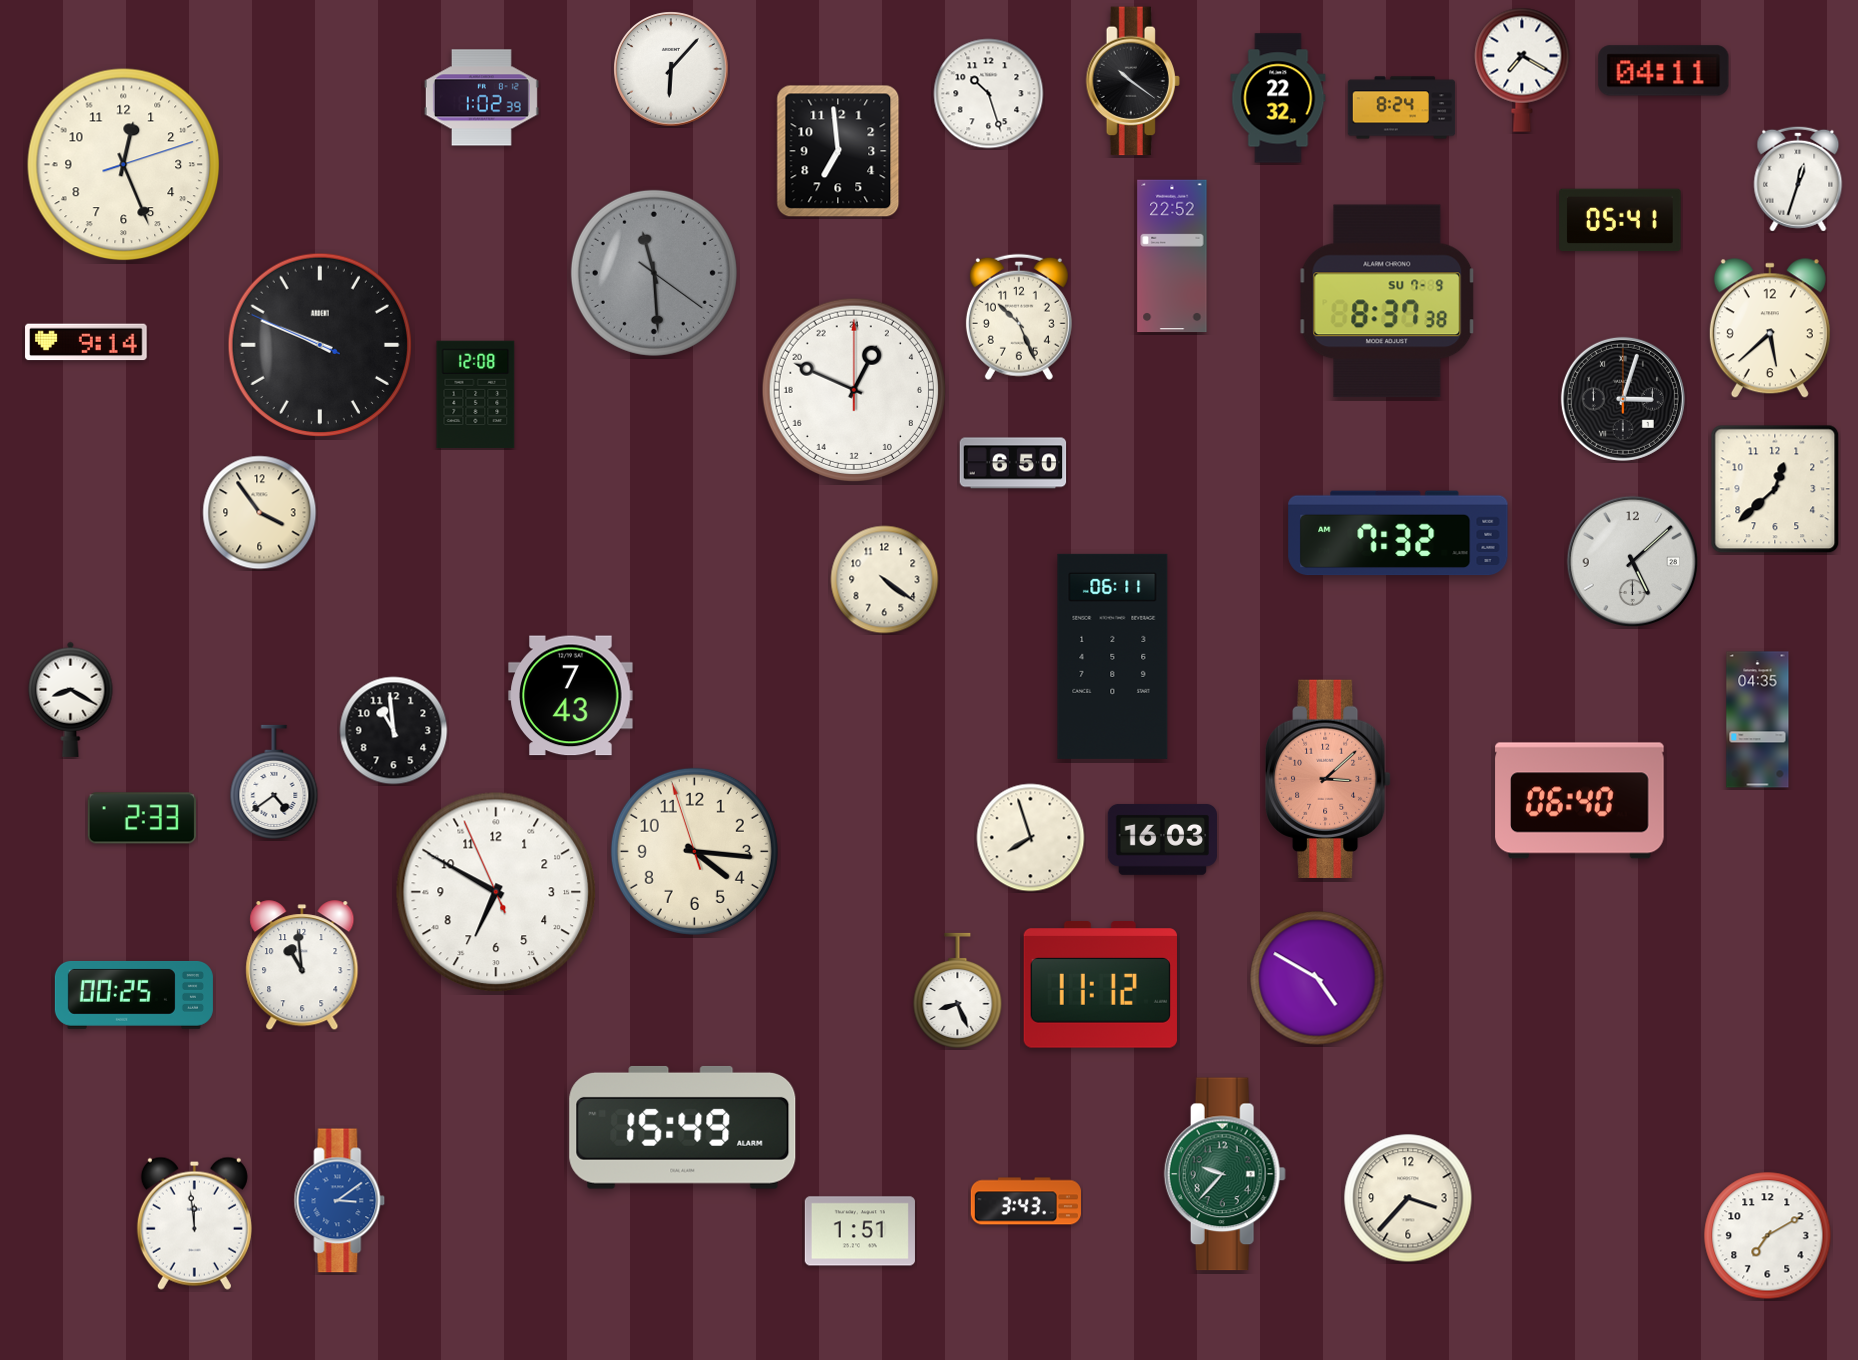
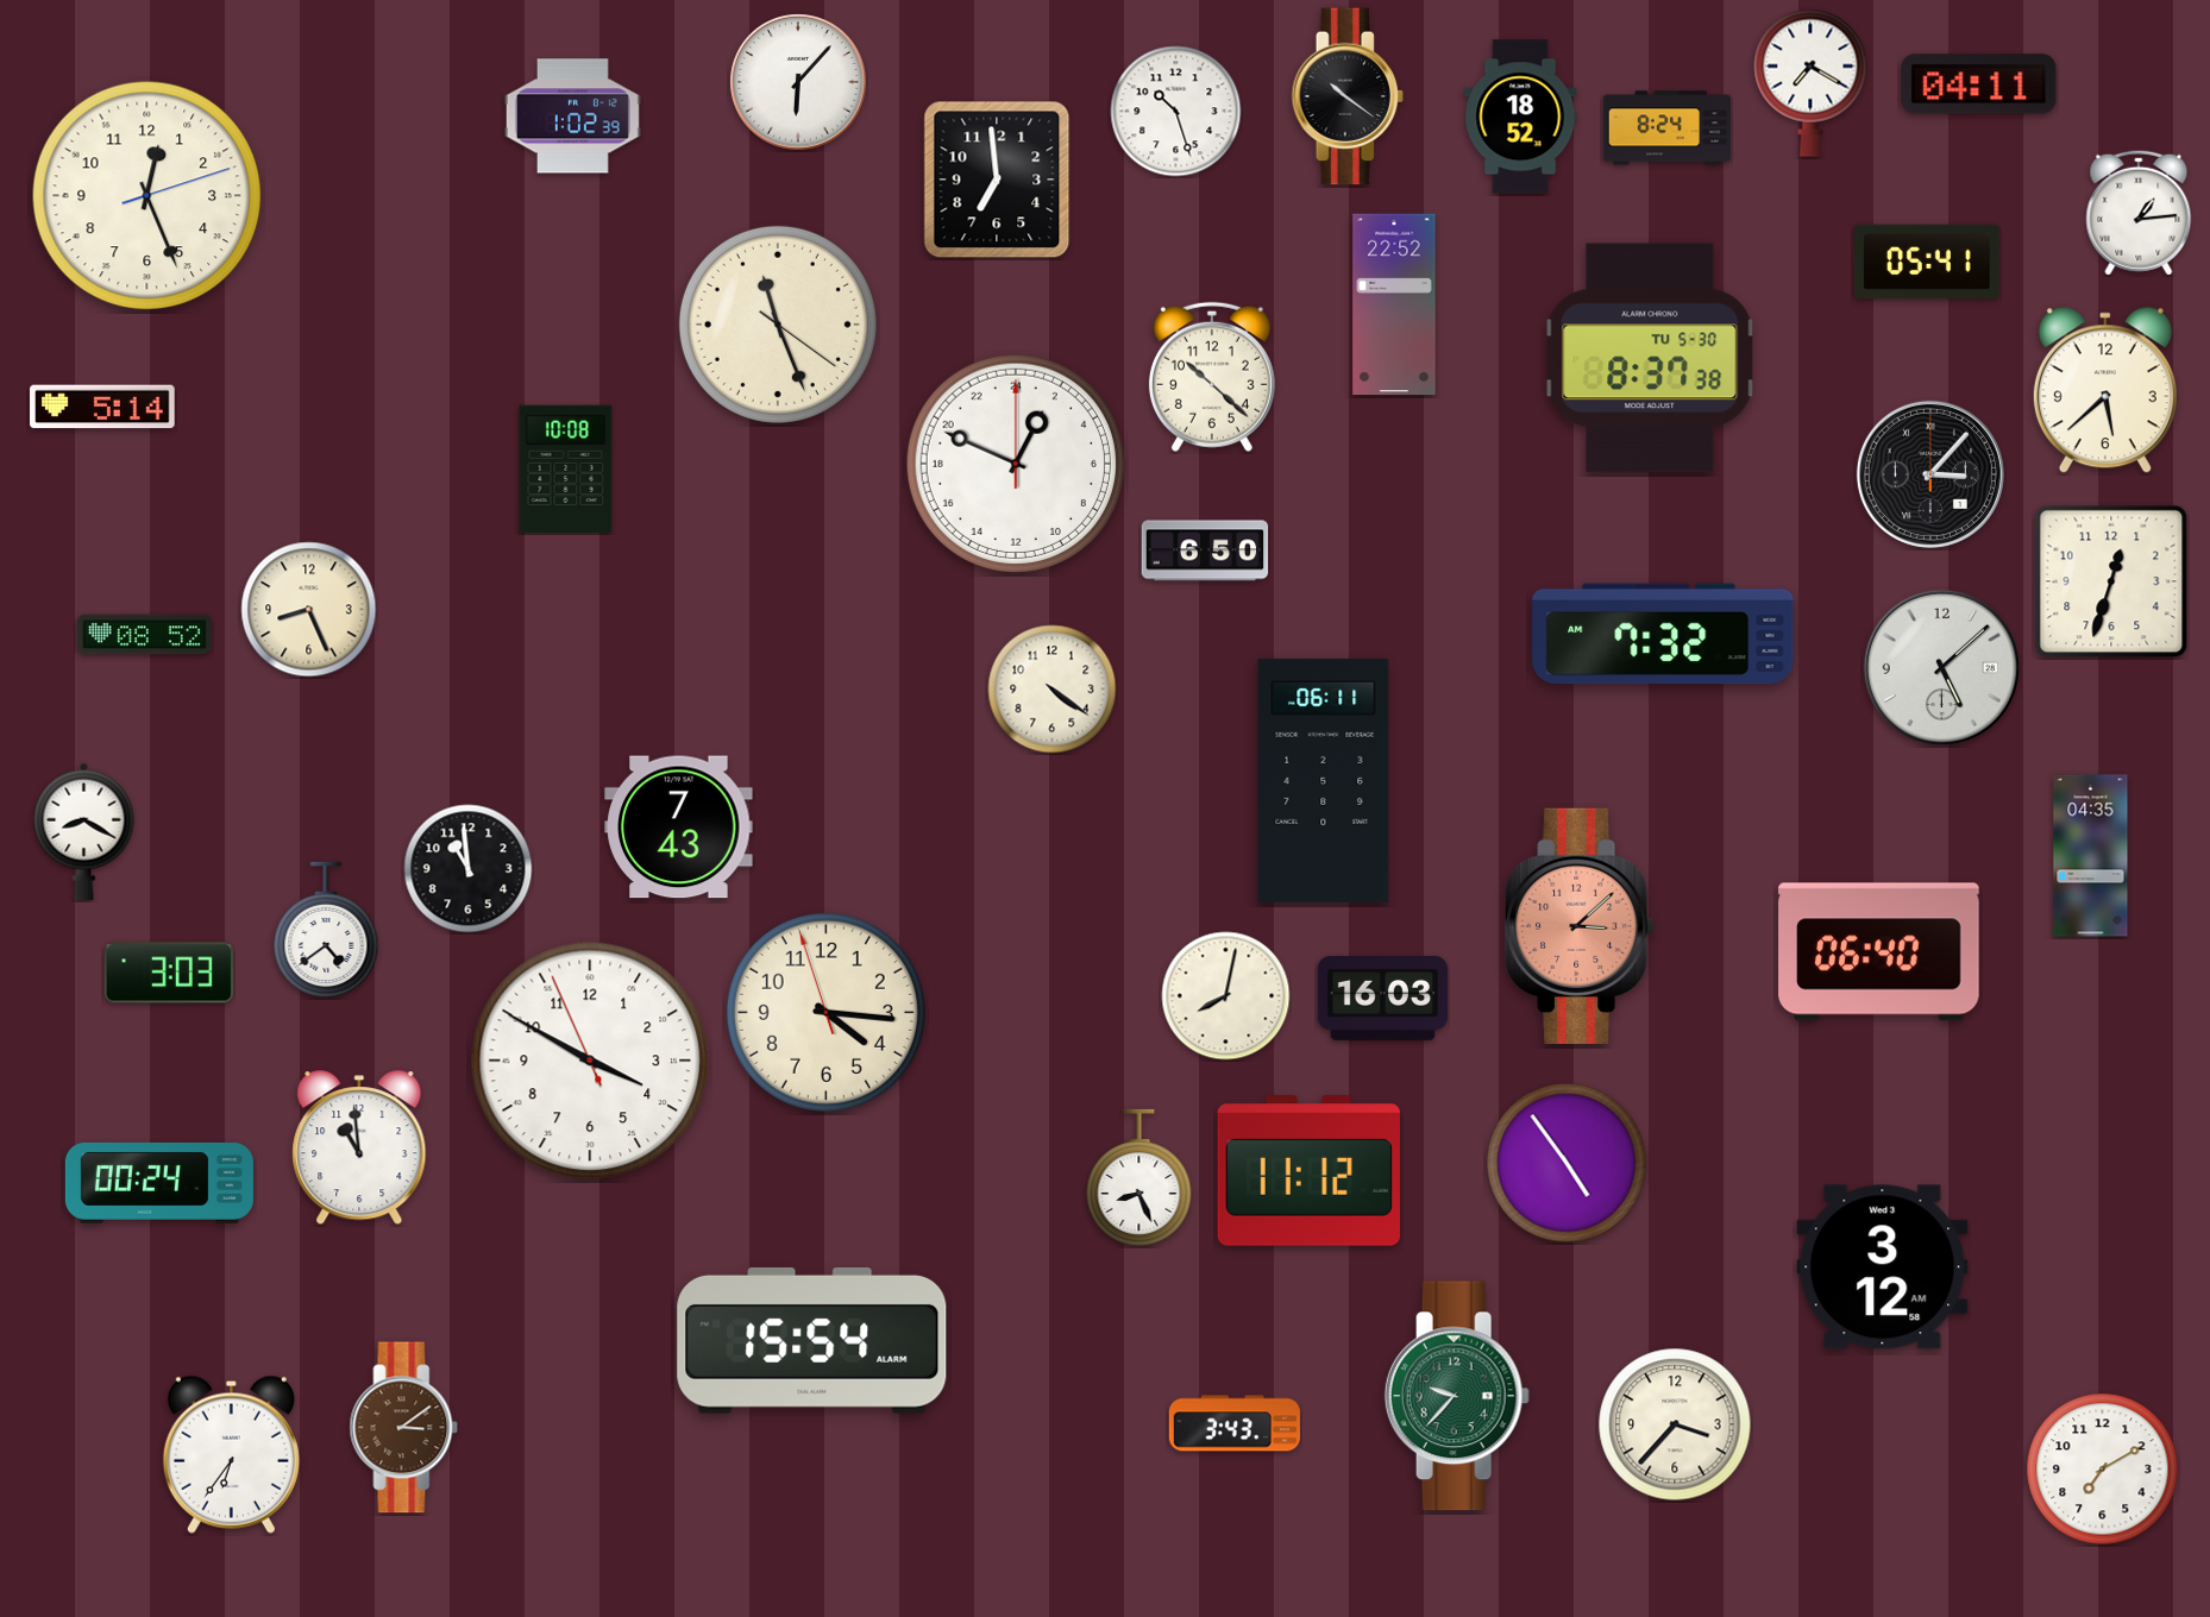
clock at (1278, 98): 22:32 -> 18:52
clock at (1798, 179): 12:33 -> 1:14
clock at (654, 273): 11:29 -> 11:26
clock at (654, 273) dial: grey -> cream
clock at (1387, 301) date: SU 7-9 -> TU 5-30
clock at (1019, 317): 10:26 -> 10:22
clock at (86, 342): 9:14 -> 5:14
clock at (320, 345): 9:48 -> none
clock at (476, 395): 12:08 -> 10:08
clock at (1623, 399): 3:03 -> 3:07
clock at (1775, 489): 12:38 -> 12:33
clock at (260, 513): 3:54 -> 8:26
clock at (144, 635): none -> 08:52
clock at (141, 818): 2:33 -> 3:03
clock at (1031, 838): 7:57 -> 8:02
clock at (496, 892): 6:49 -> 3:49
clock at (1317, 978): 4:50 -> 4:54
clock at (134, 995): 00:25 -> 00:24
clock at (1883, 1267): none -> 3:12
clock at (683, 1127): 15:49 -> 15:54
clock at (340, 1201) dial: blue -> brown
clock at (1026, 1201) position: (1026, 1201) -> (1235, 1423)
clock at (194, 1223): 11:59 -> 6:36
clock at (860, 1231): 1:51 -> none
